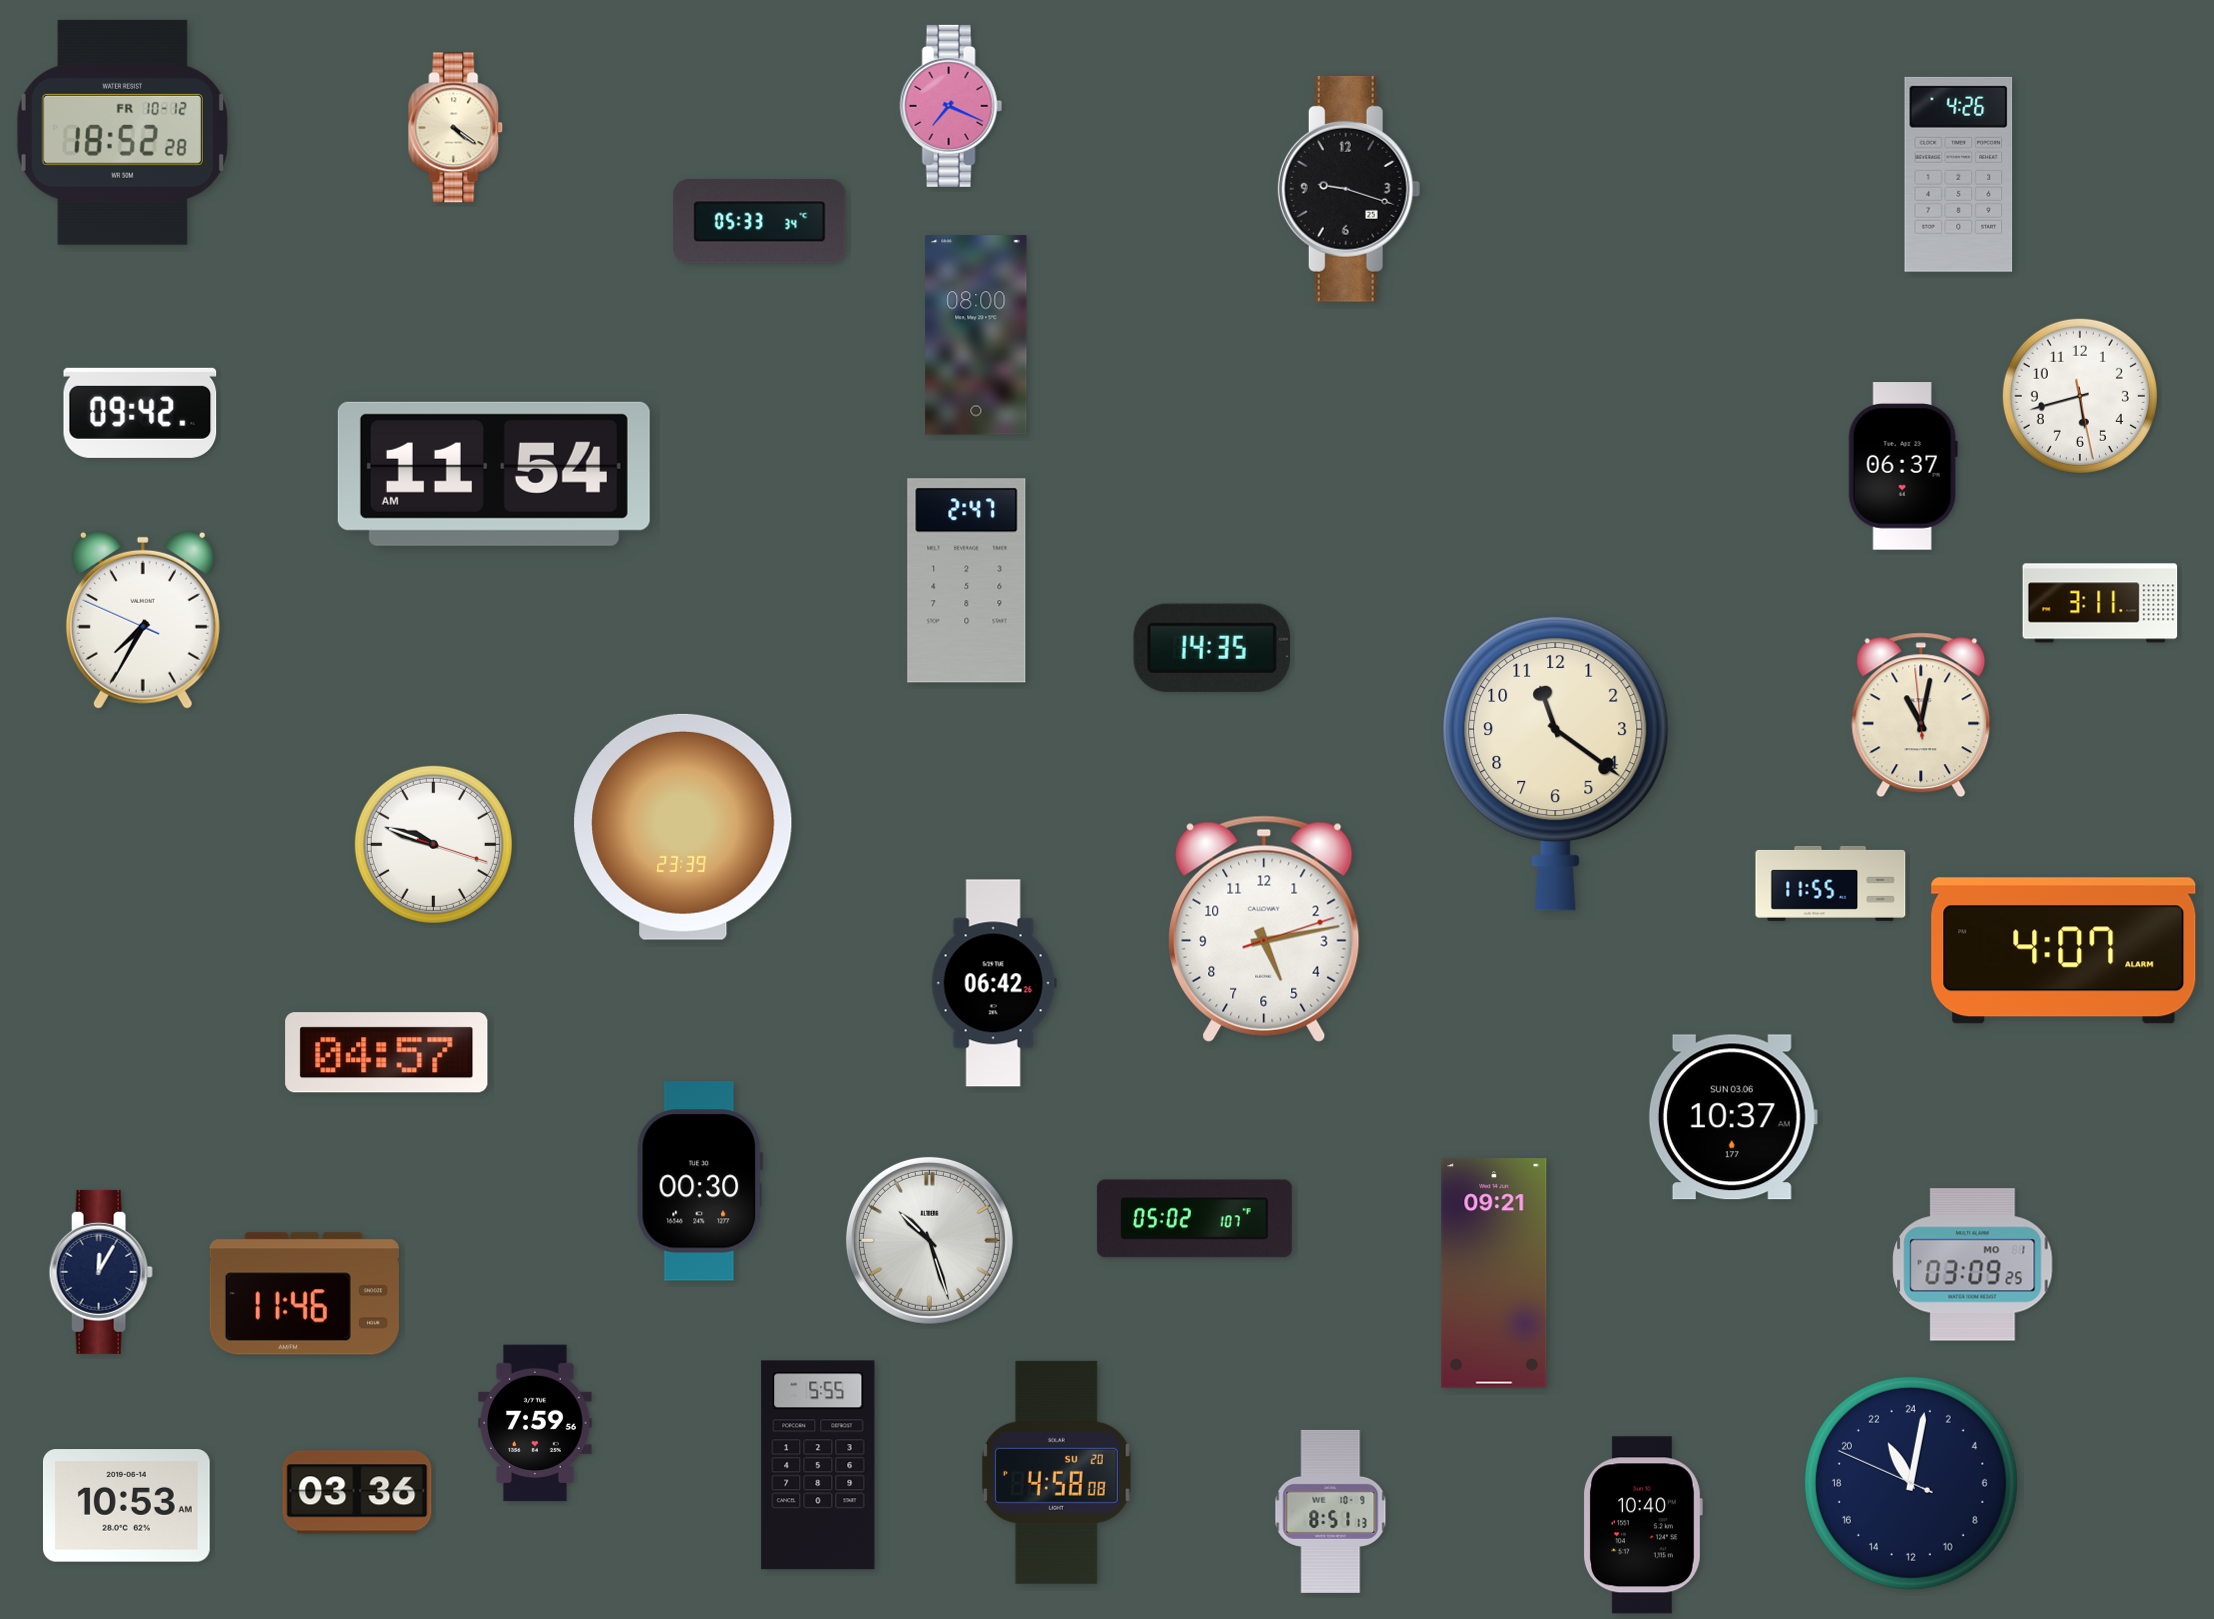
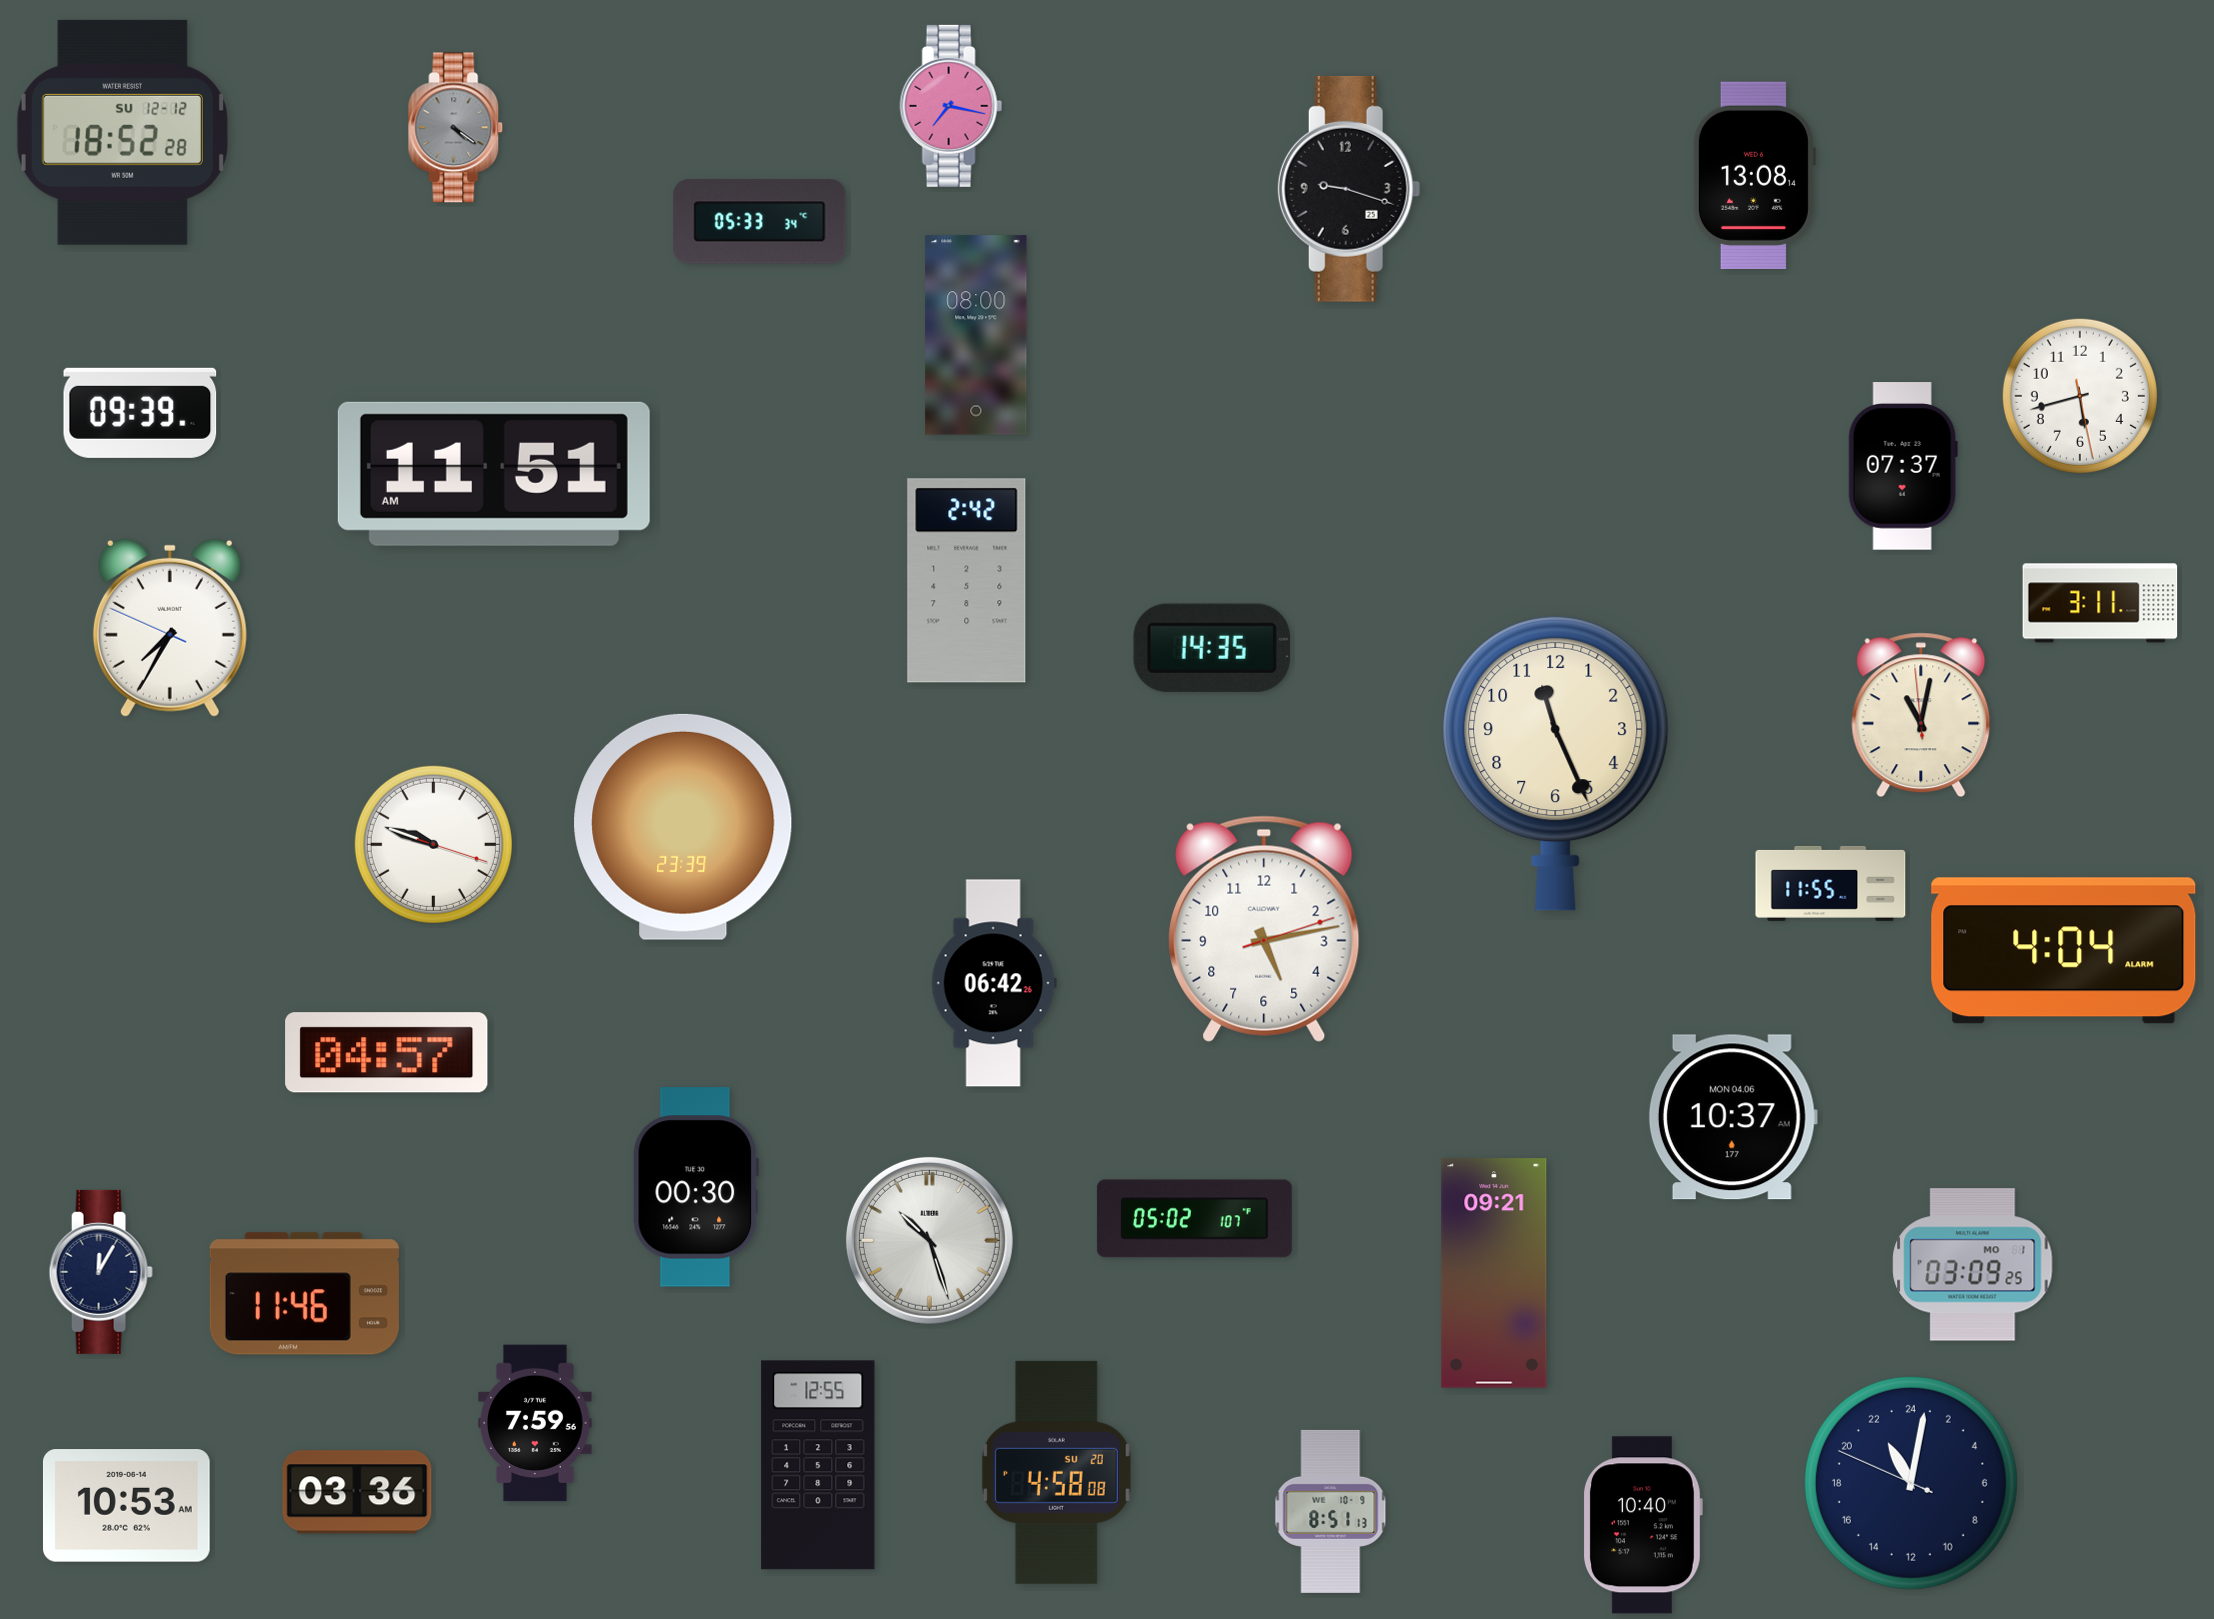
clock at (951, 106): 7:19 -> 7:17
clock at (456, 128) dial: cream -> grey
clock at (122, 132) date: FR 10-12 -> SU 12-12
clock at (1959, 174): 4:26 -> none
clock at (1754, 175): none -> 13:08
clock at (140, 413): 09:42 -> 09:39
clock at (1903, 466): 06:37 -> 07:37
clock at (494, 474): 11:54 -> 11:51
clock at (967, 581): 2:47 -> 2:42
clock at (143, 620) position: (143, 620) -> (170, 628)
clock at (1556, 763): 11:21 -> 11:26
clock at (2064, 951): 4:07 -> 4:04
clock at (1733, 1117) date: SUN 03.06 -> MON 04.06
clock at (700, 1181) position: (700, 1181) -> (696, 1187)
clock at (818, 1465): 5:55 -> 12:55
